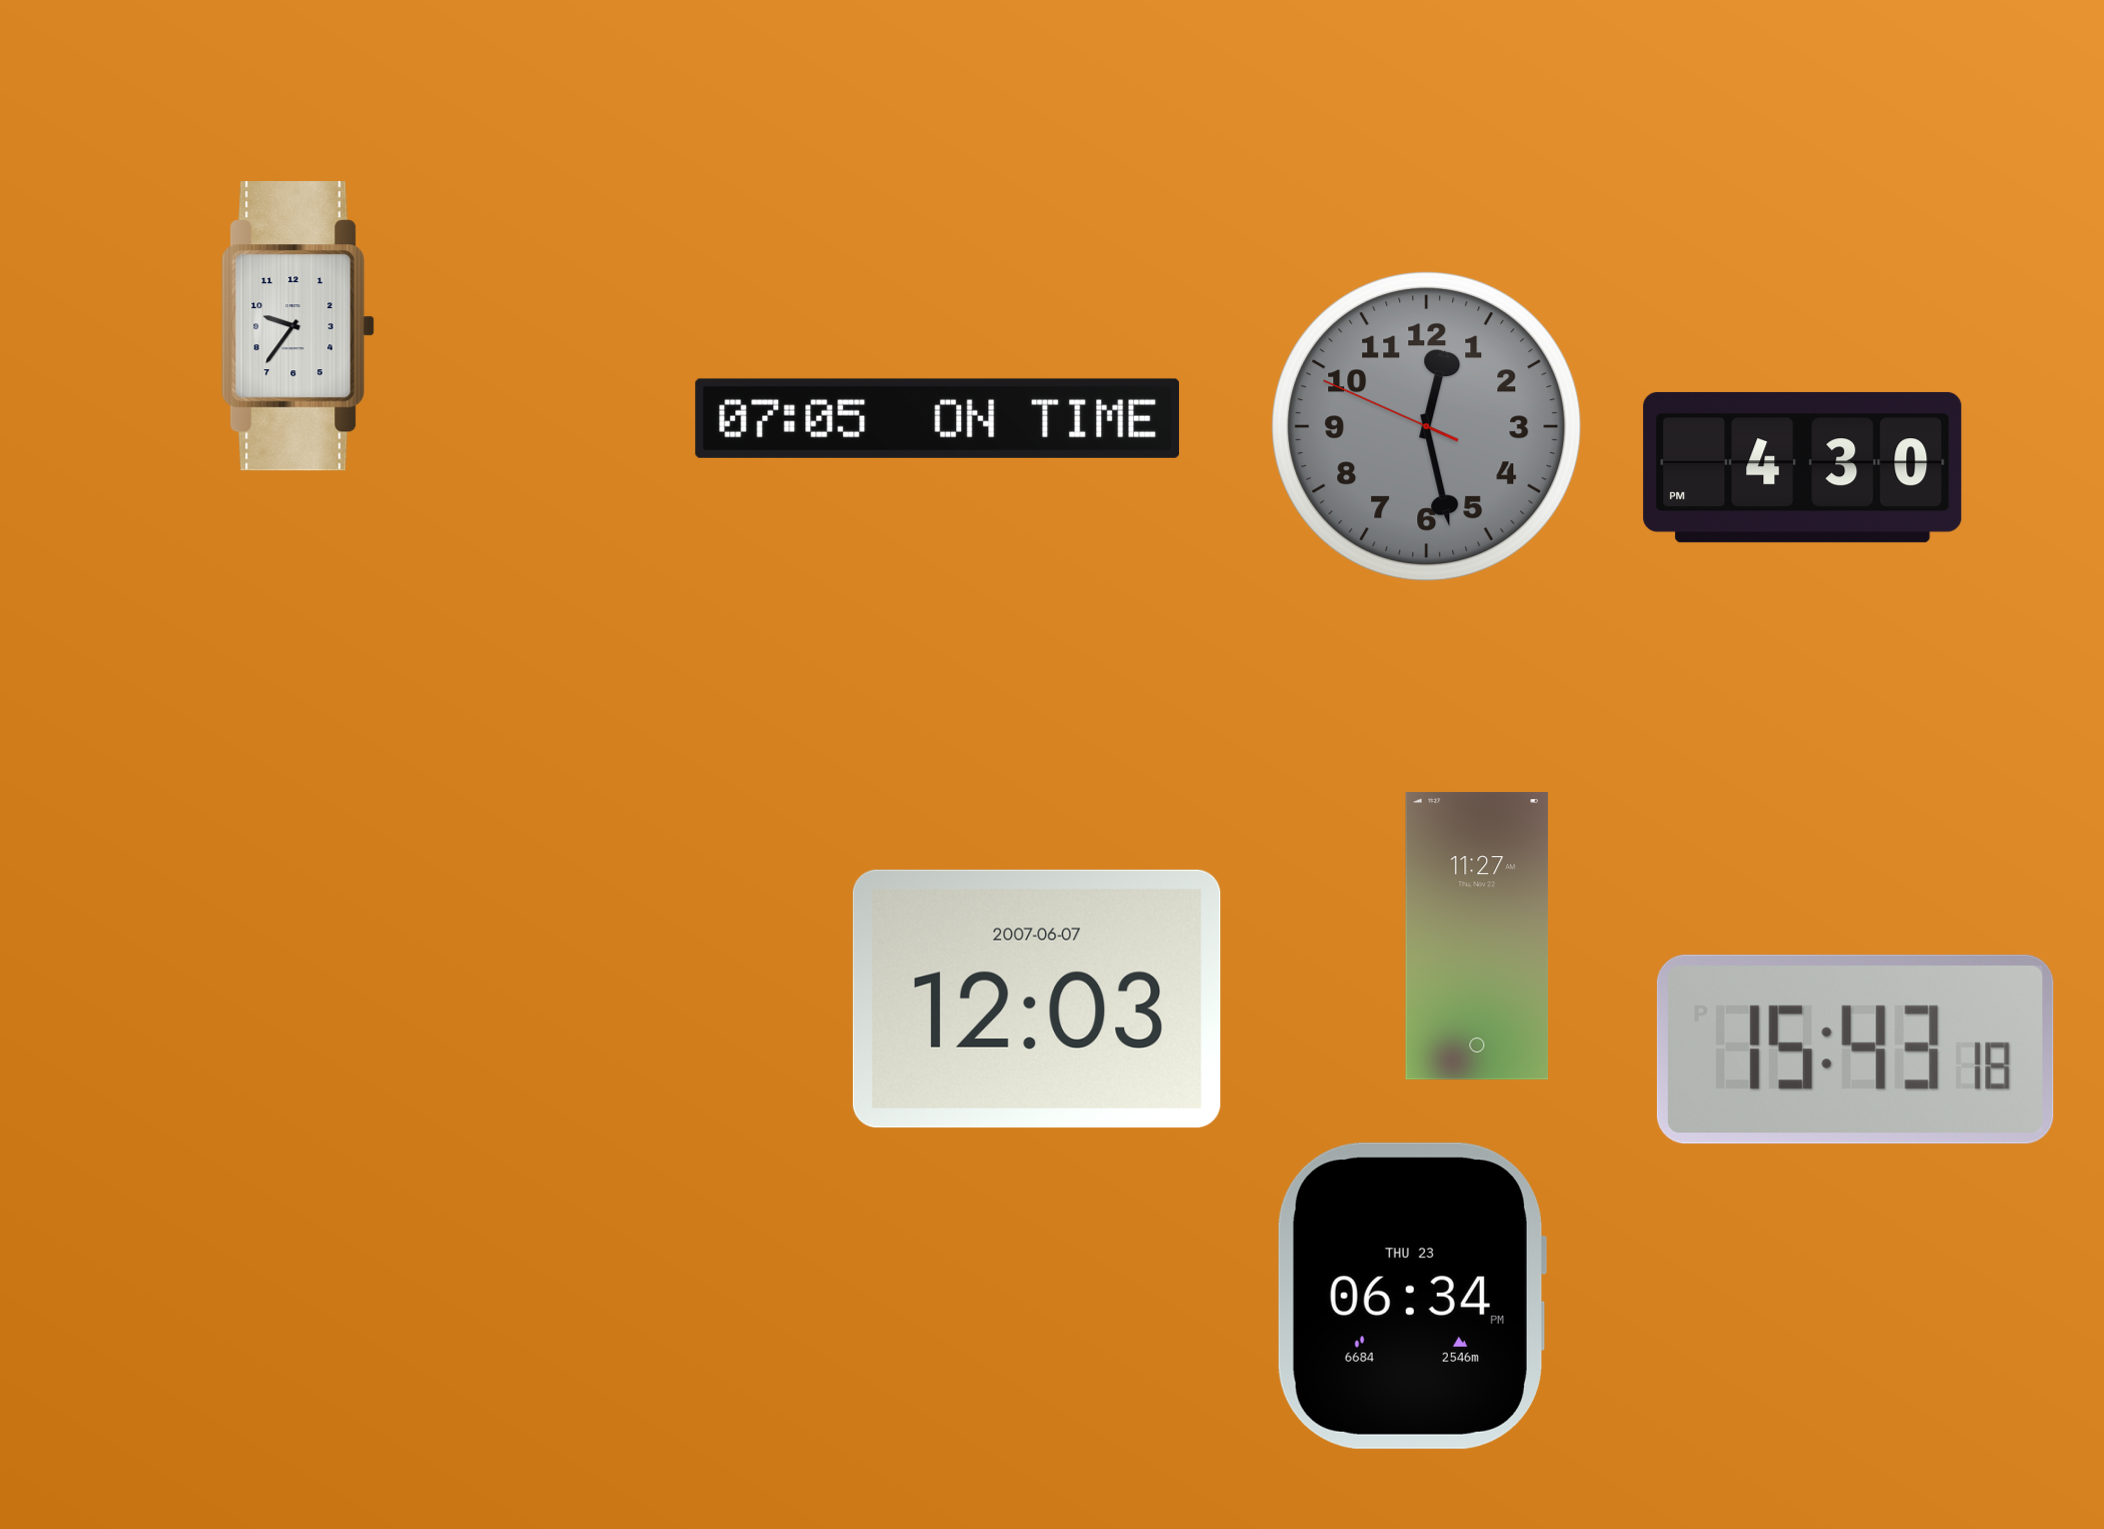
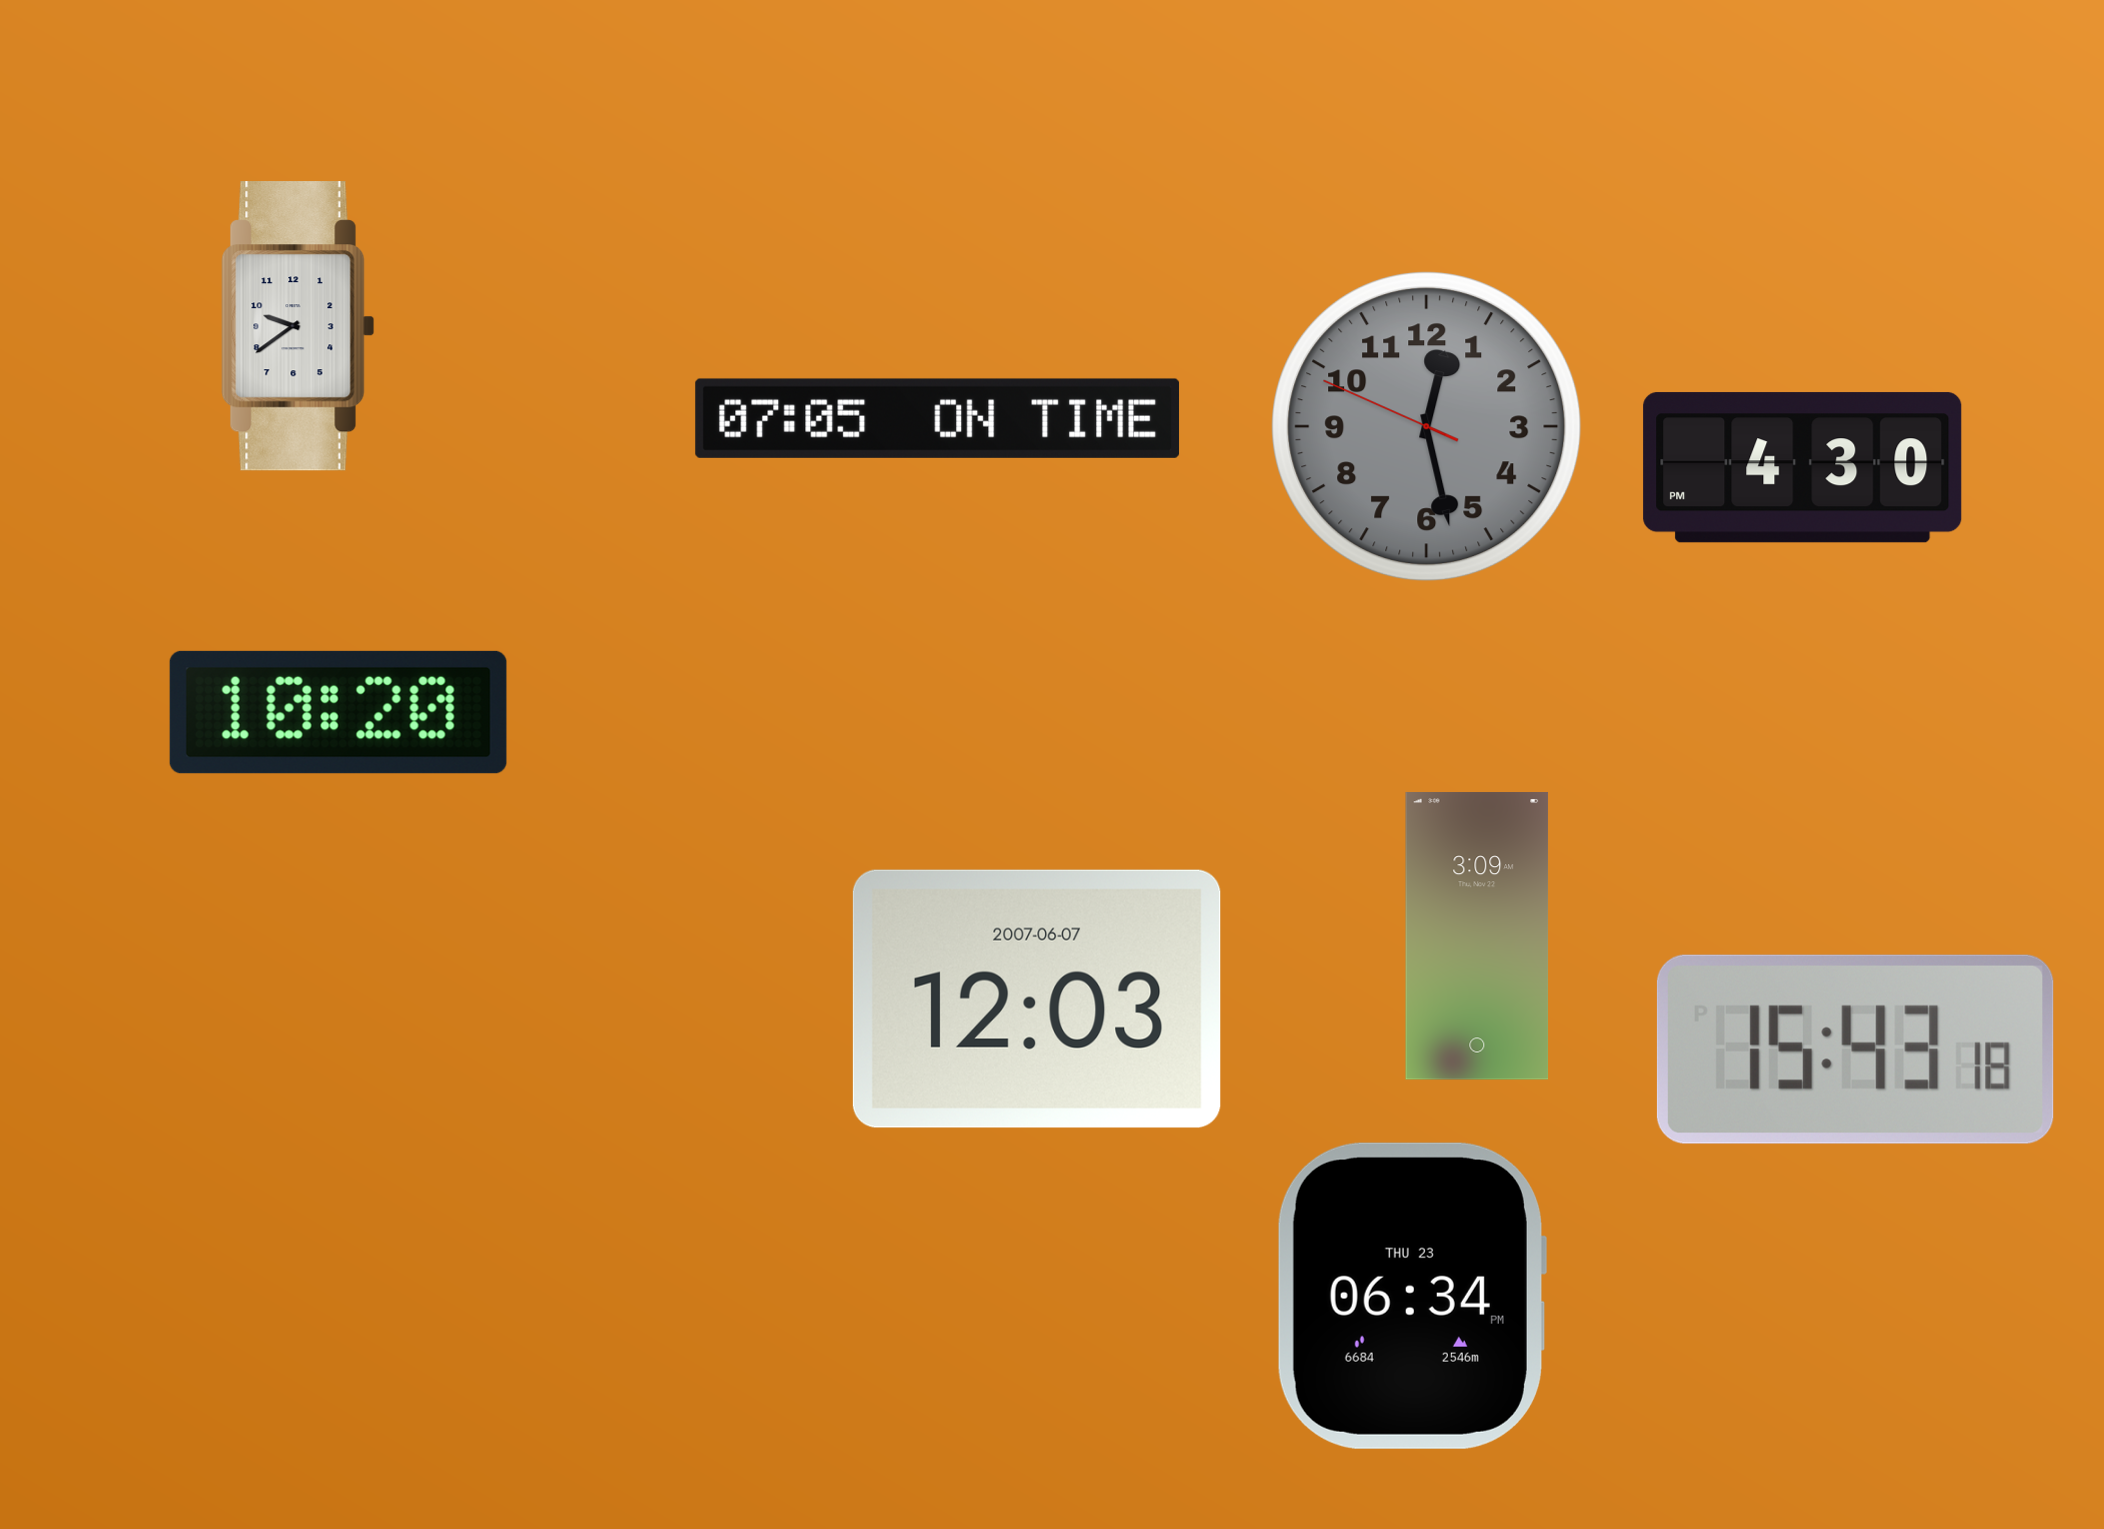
clock at (298, 326): 9:36 -> 9:39
clock at (338, 712): none -> 10:20
clock at (1477, 936): 11:27 -> 3:09
